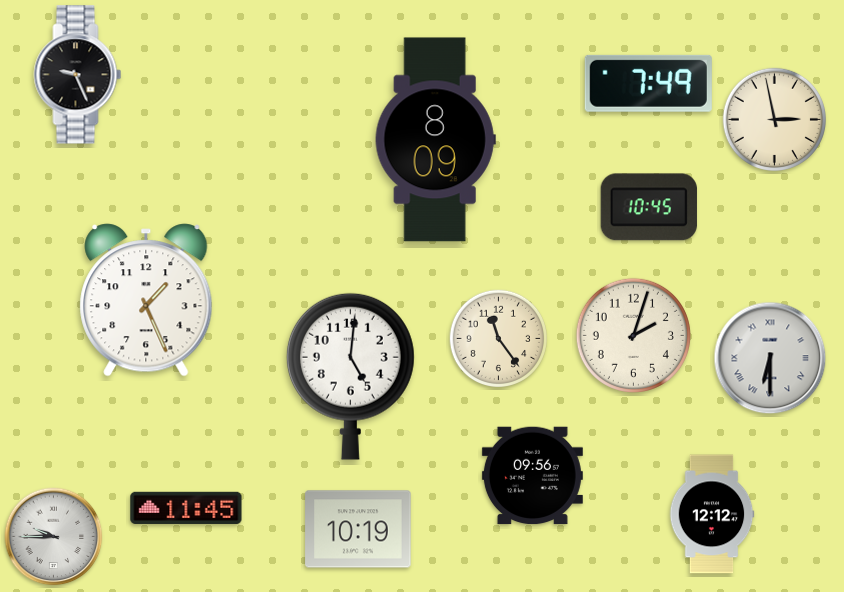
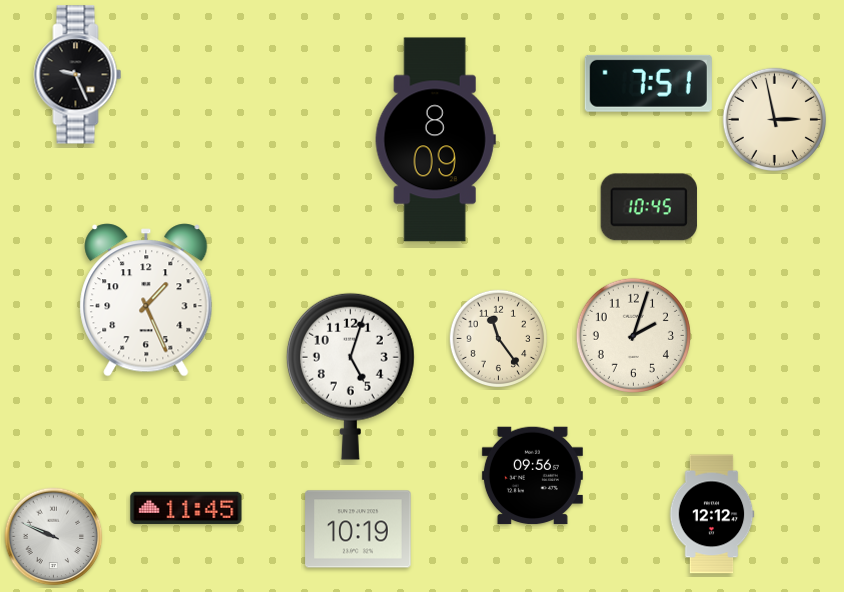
clock at (648, 83): 7:49 -> 7:51
clock at (770, 358): 6:30 -> none
clock at (350, 376): 5:01 -> 5:03
clock at (54, 537): 9:45 -> 9:49
